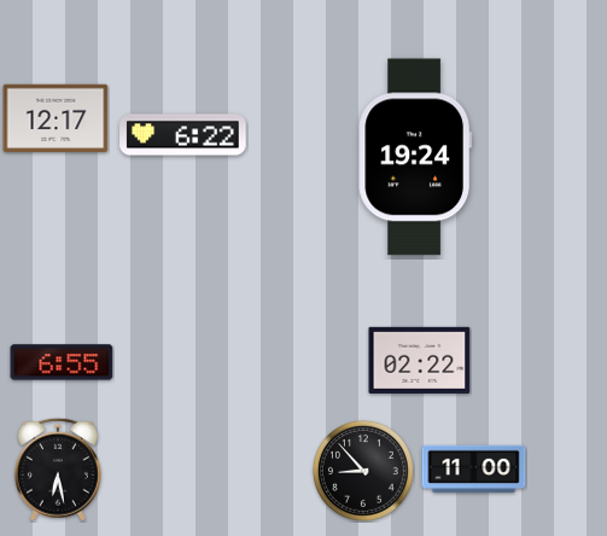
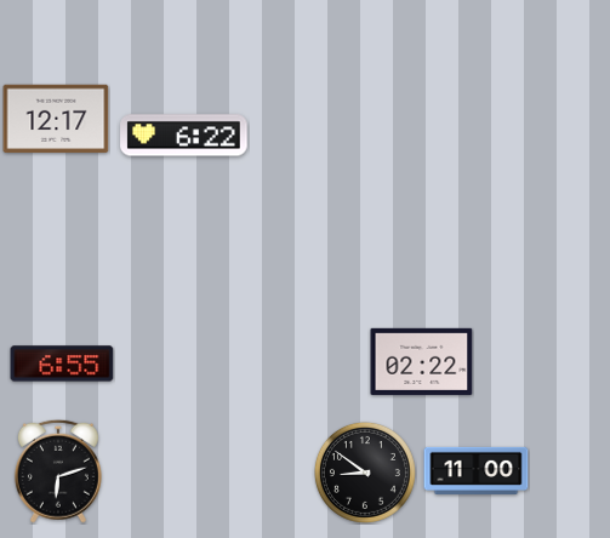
clock at (415, 157): 19:24 -> none
clock at (58, 470): 6:28 -> 6:12
clock at (363, 471): 8:53 -> 8:51
